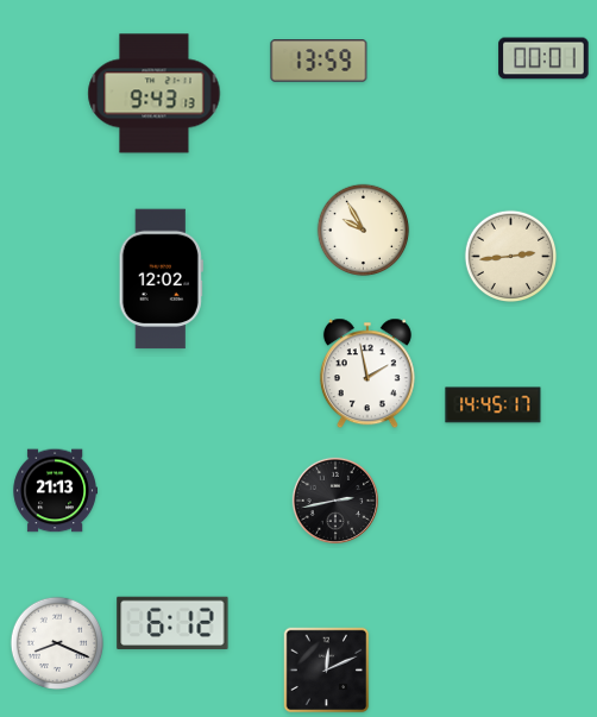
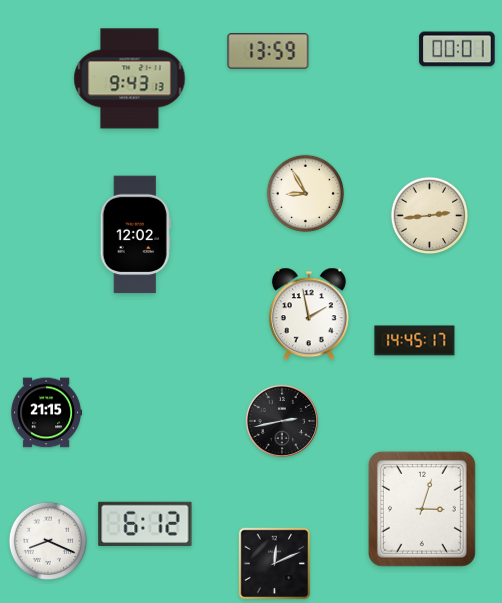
clock at (364, 231): 9:55 -> 8:55
clock at (55, 491): 21:13 -> 21:15
clock at (422, 509): none -> 3:03
